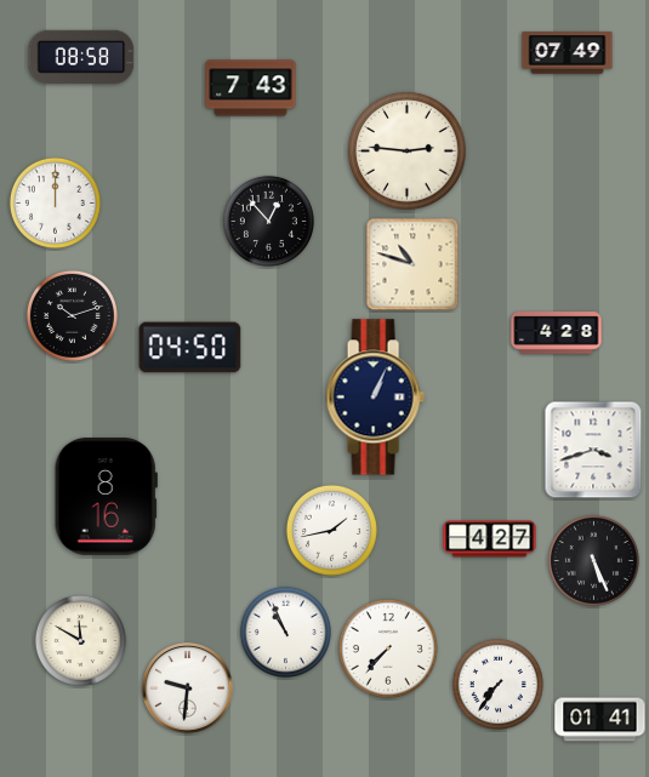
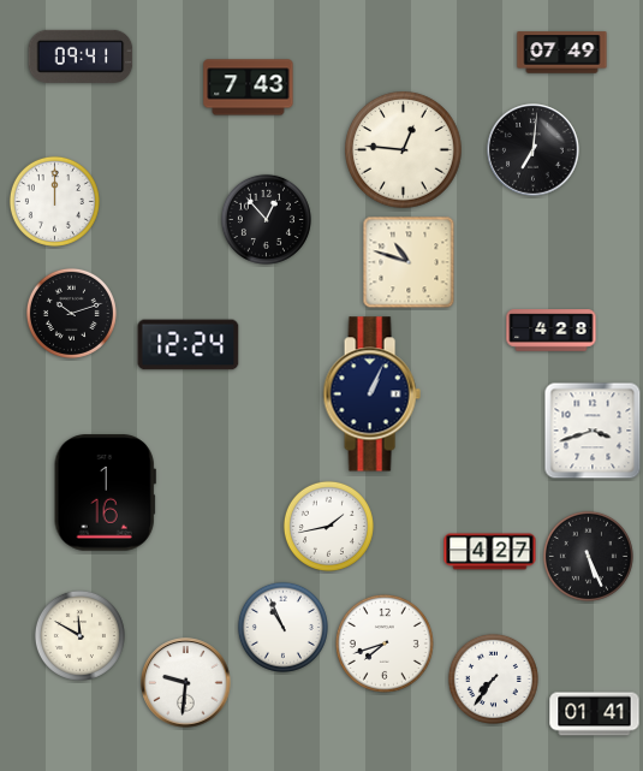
clock at (81, 57): 08:58 -> 09:41
clock at (408, 152): 2:46 -> 12:46
clock at (534, 150): none -> 7:01
clock at (190, 348): 04:50 -> 12:24
clock at (593, 450) position: (593, 450) -> (593, 431)
clock at (106, 497): 8:16 -> 1:16
clock at (490, 539) position: (490, 539) -> (490, 552)
clock at (388, 649): 7:37 -> 7:42
